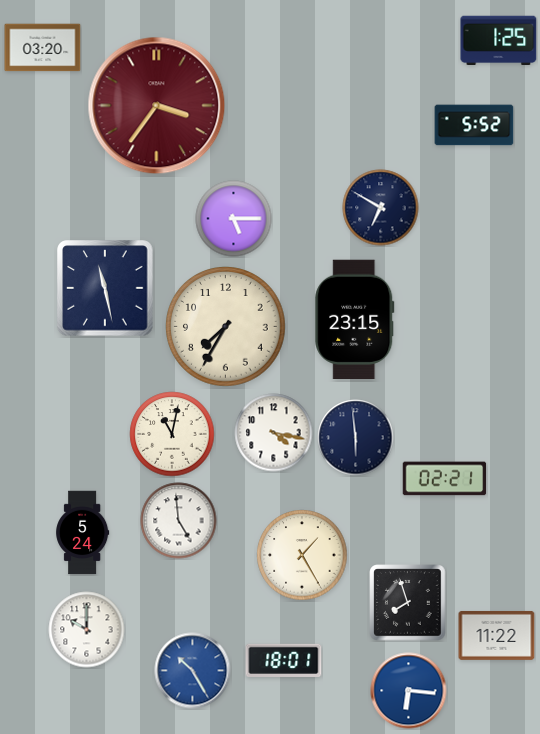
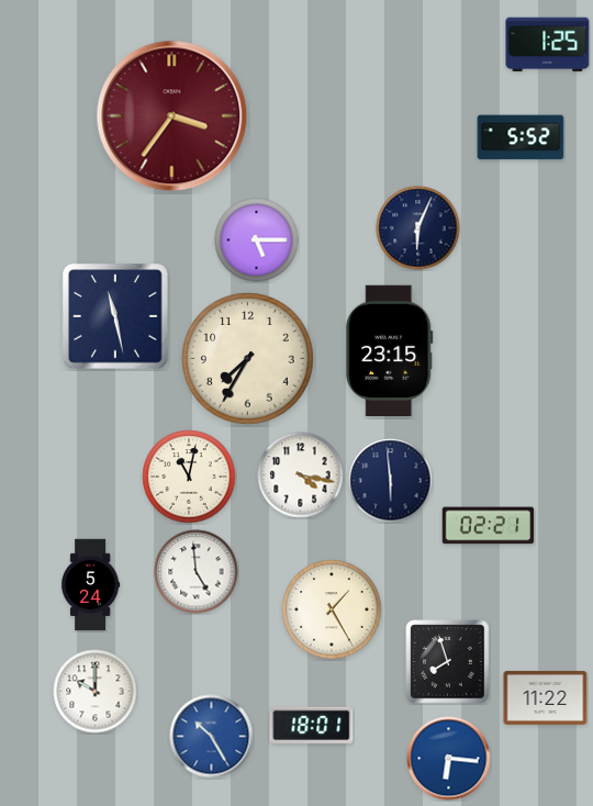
clock at (43, 48): 03:20 -> none
clock at (381, 208): 6:50 -> 6:04
